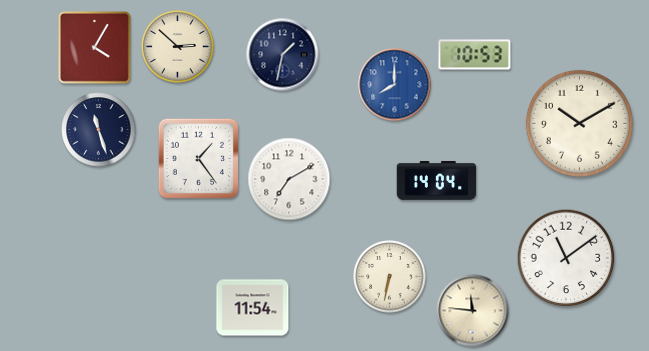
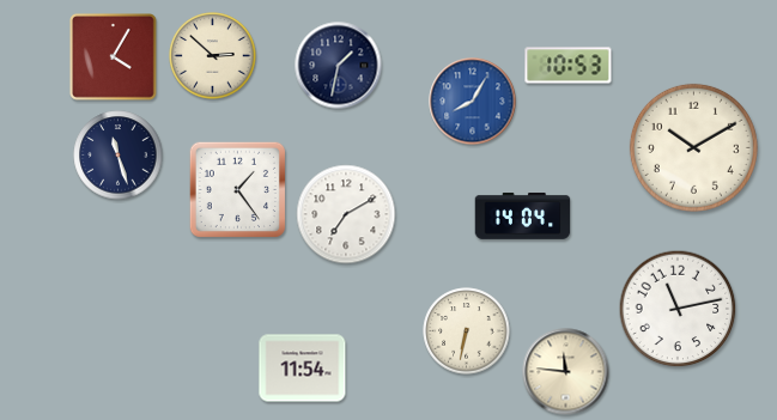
clock at (395, 85): 8:00 -> 8:05
clock at (566, 258): 11:09 -> 11:13
